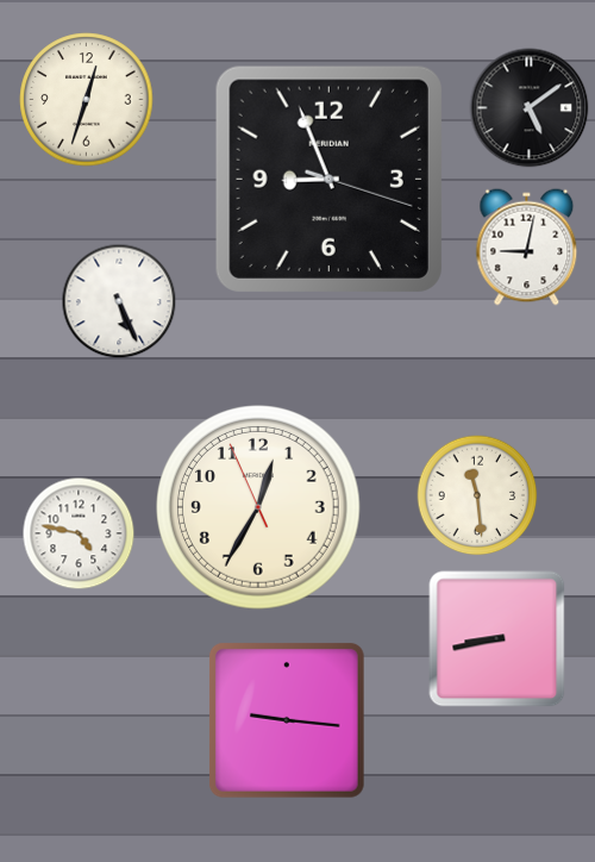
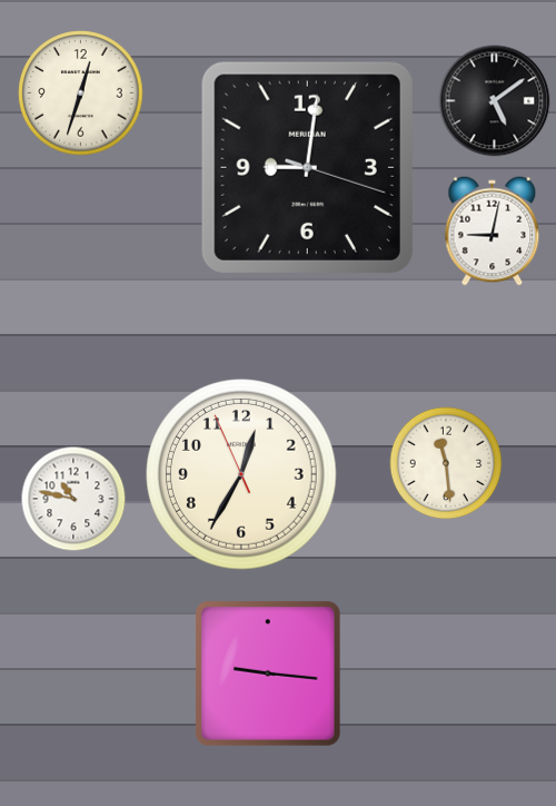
clock at (328, 179): 8:56 -> 9:01
clock at (119, 301): 5:26 -> none
clock at (79, 533): 4:47 -> 10:47
clock at (497, 639): 8:43 -> none
